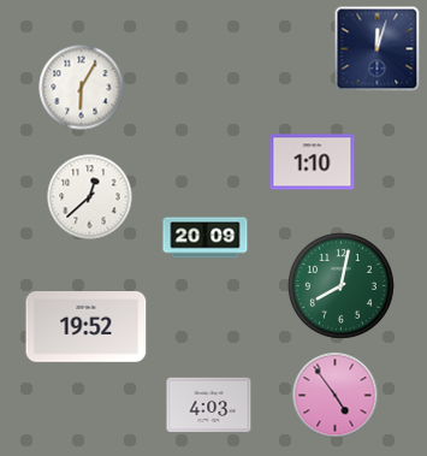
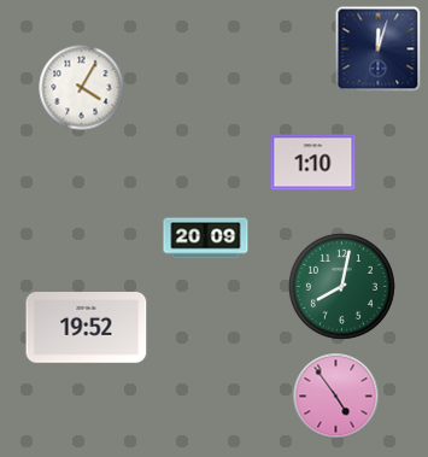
clock at (82, 88): 6:05 -> 4:05
clock at (90, 197): 12:38 -> none
clock at (209, 405): 4:03 -> none
